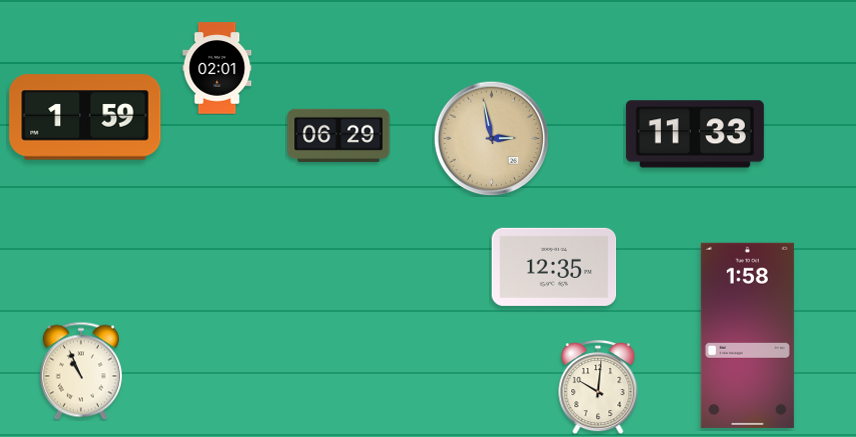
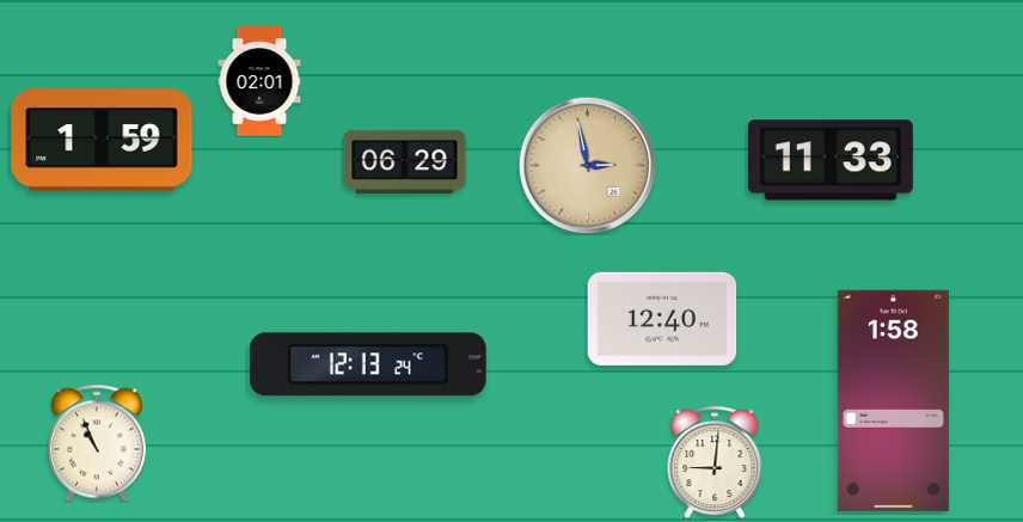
clock at (554, 267): 12:35 -> 12:40
clock at (368, 364): none -> 12:13
clock at (598, 388): 10:01 -> 9:01
